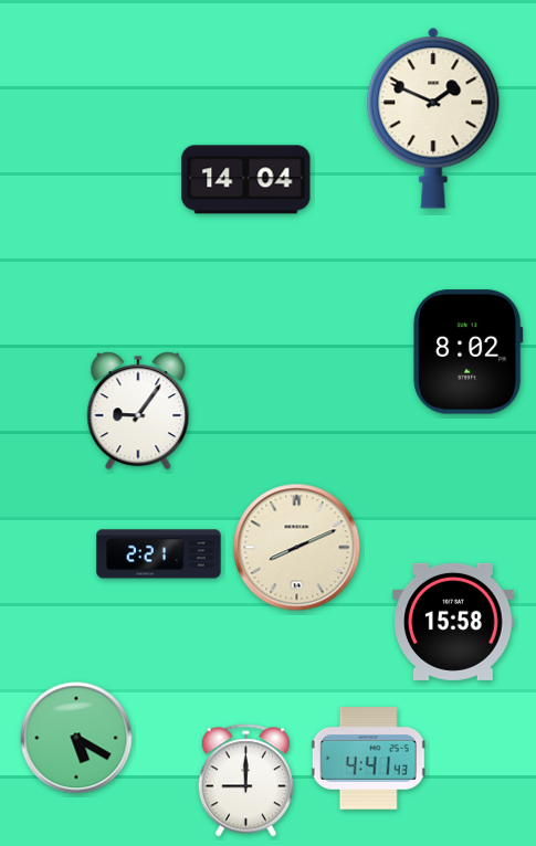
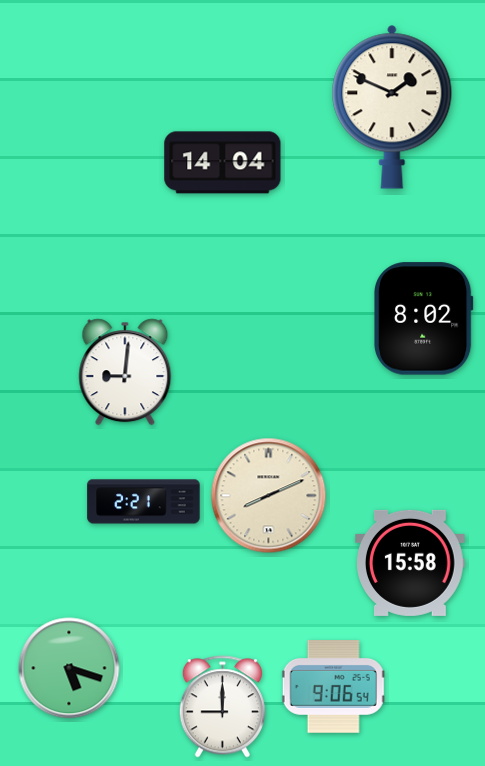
clock at (138, 411): 9:06 -> 9:01
clock at (76, 738): 5:20 -> 5:18
clock at (368, 759): 4:41 -> 9:06
